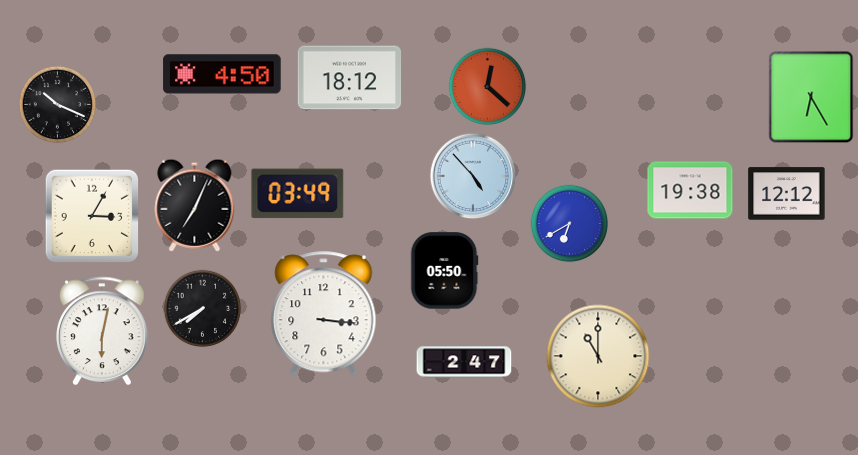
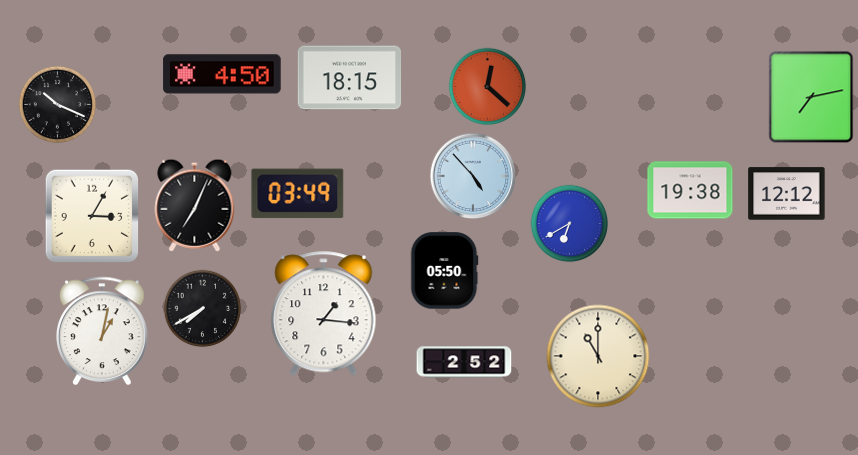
clock at (350, 78): 18:12 -> 18:15
clock at (811, 97): 6:25 -> 7:13
clock at (324, 314): 3:16 -> 1:16
clock at (103, 331): 6:02 -> 1:02
clock at (464, 362): 2:47 -> 2:52
